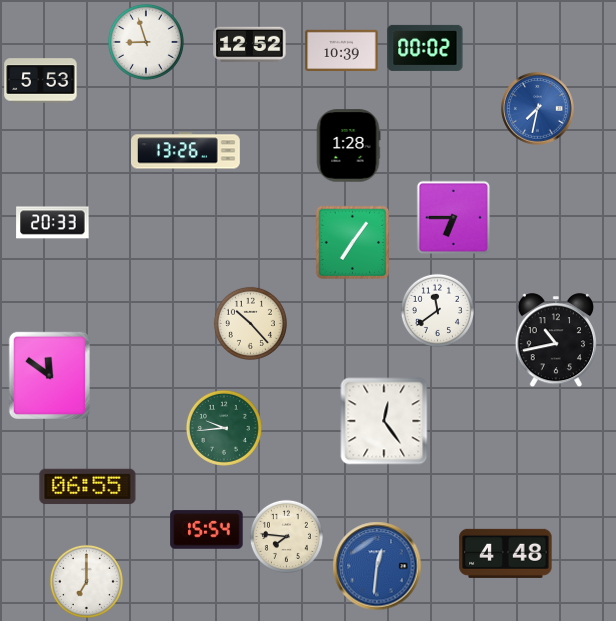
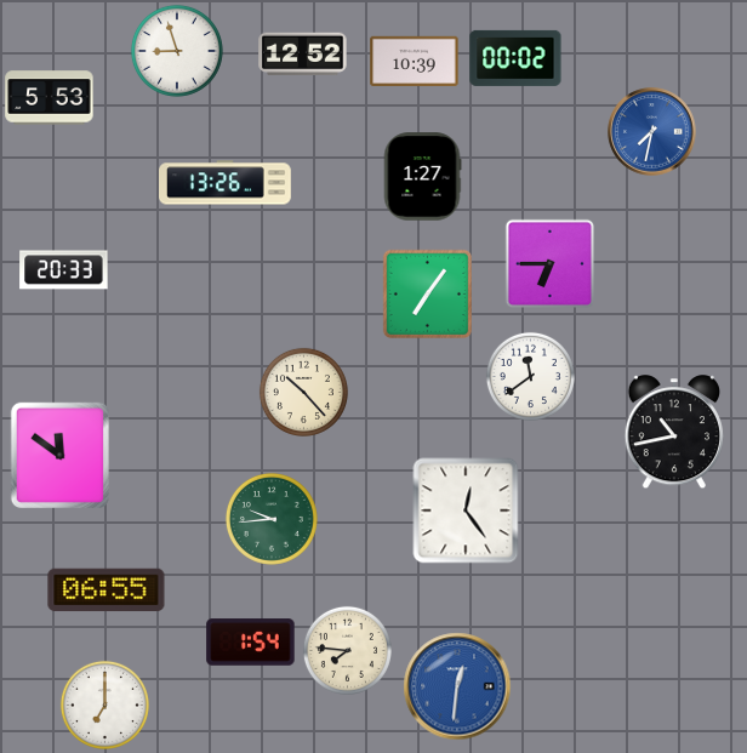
clock at (348, 146): 1:28 -> 1:27
clock at (555, 341) position: (555, 341) -> (673, 433)
clock at (207, 530): 15:54 -> 1:54
clock at (506, 553): 4:48 -> none
